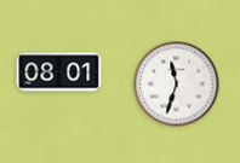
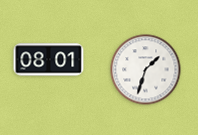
clock at (177, 85): 11:33 -> 1:33
